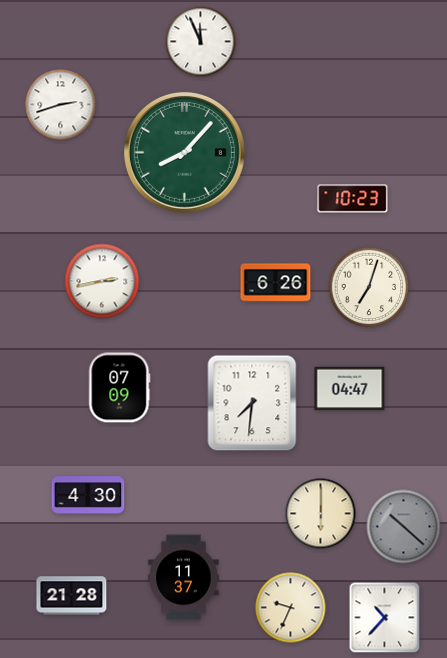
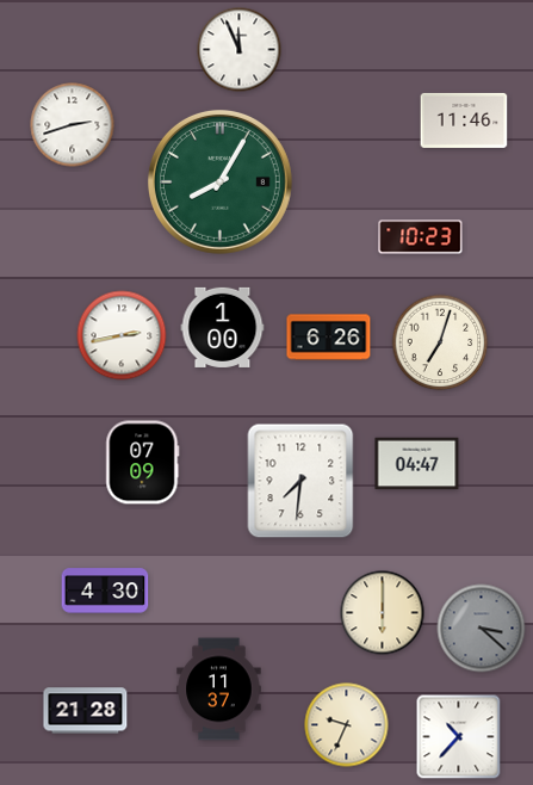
clock at (464, 120): none -> 11:46
clock at (184, 152): 8:07 -> 8:05
clock at (223, 327): none -> 1:00
clock at (404, 527): 10:22 -> 3:22
